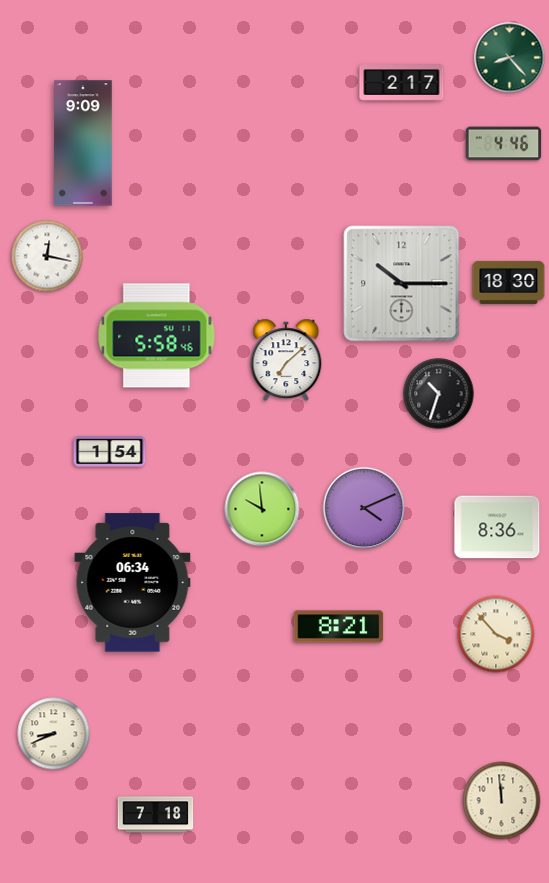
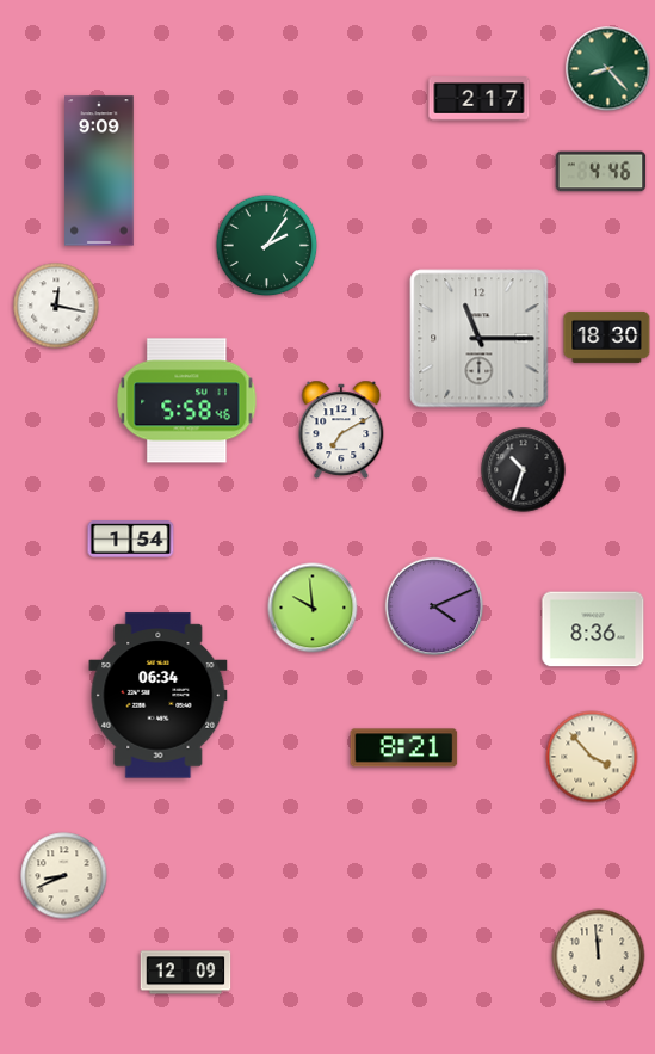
clock at (267, 246): none -> 2:06
clock at (402, 284): 10:15 -> 11:15
clock at (286, 360): 7:08 -> 7:10
clock at (156, 815): 7:18 -> 12:09
